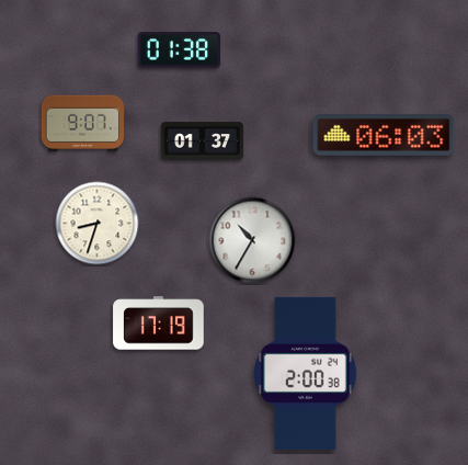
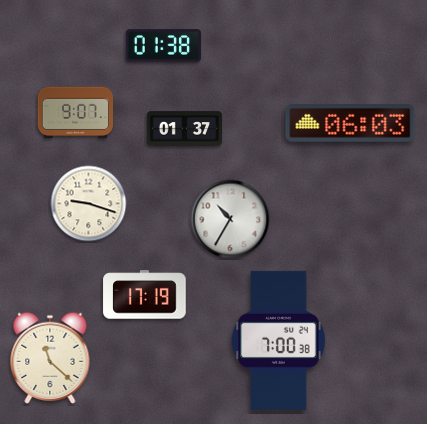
clock at (98, 224): 8:33 -> 9:18
clock at (306, 373): 2:00 -> 7:00
clock at (50, 358): none -> 11:22
